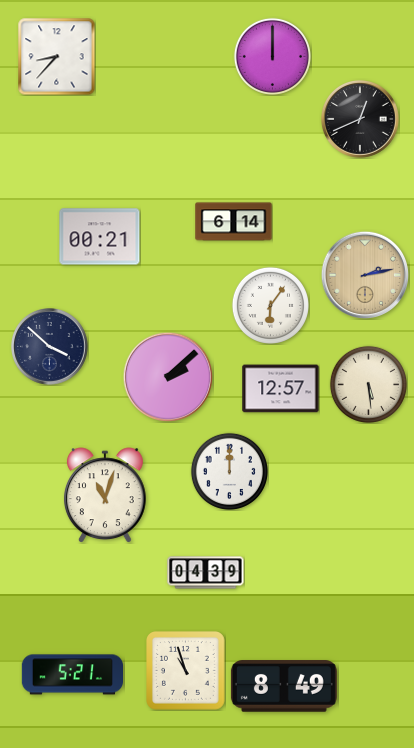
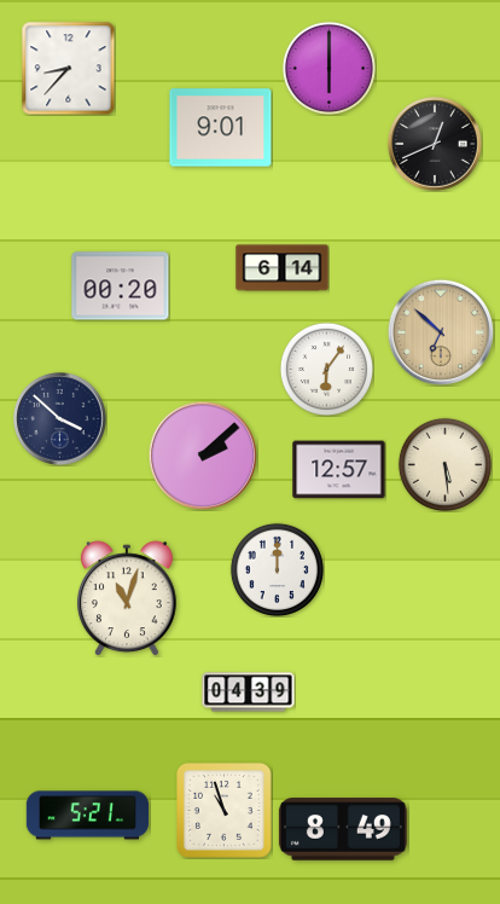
clock at (272, 56): 12:00 -> 6:00
clock at (221, 128): none -> 9:01
clock at (100, 237): 00:21 -> 00:20
clock at (364, 274): 2:13 -> 6:52
